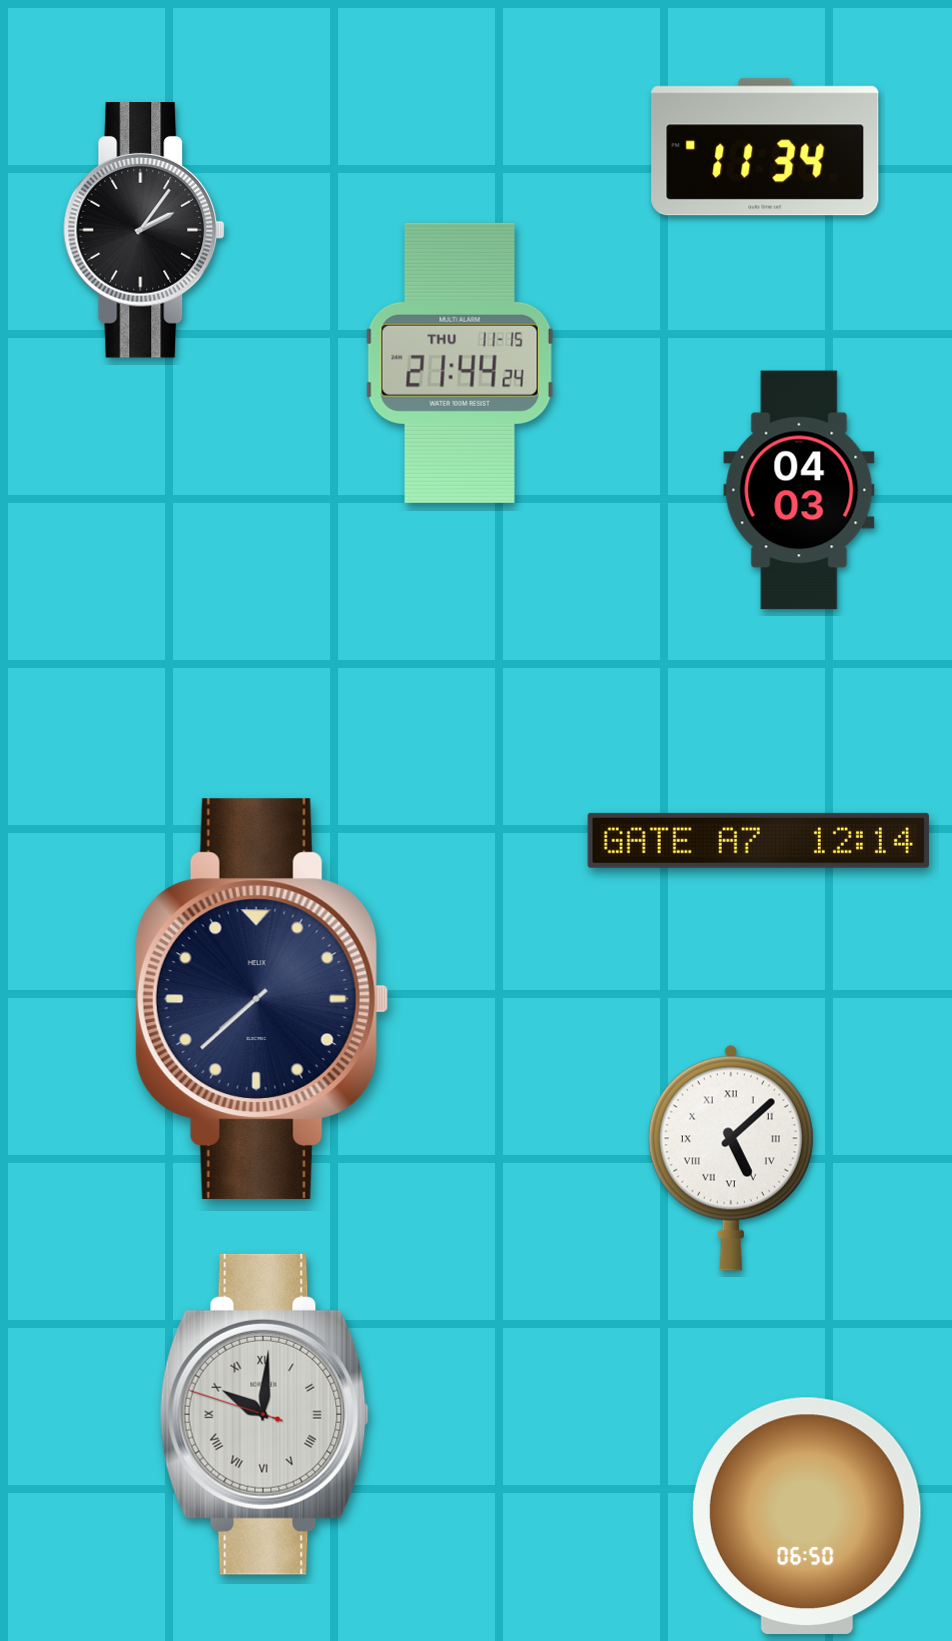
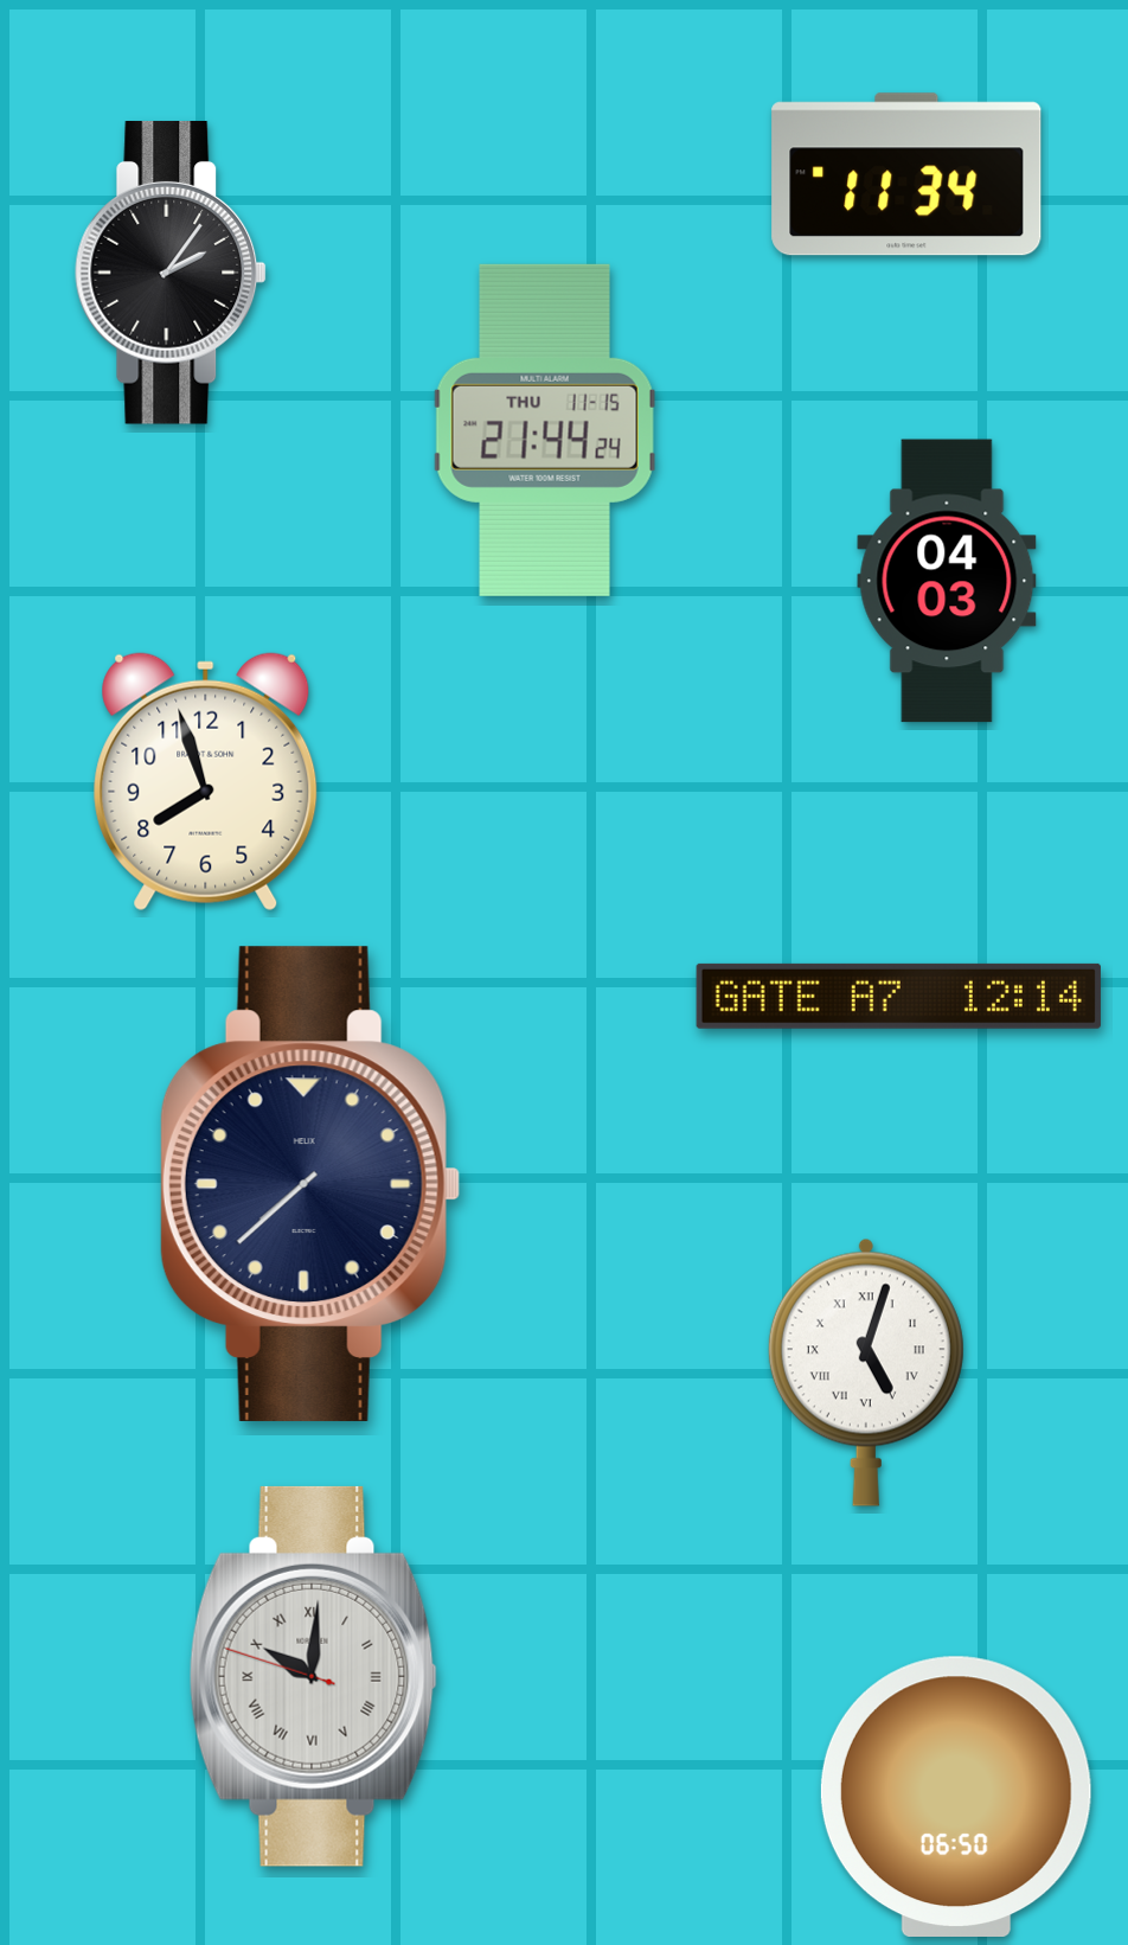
clock at (206, 782): none -> 7:57
clock at (731, 1158): 5:08 -> 5:03
